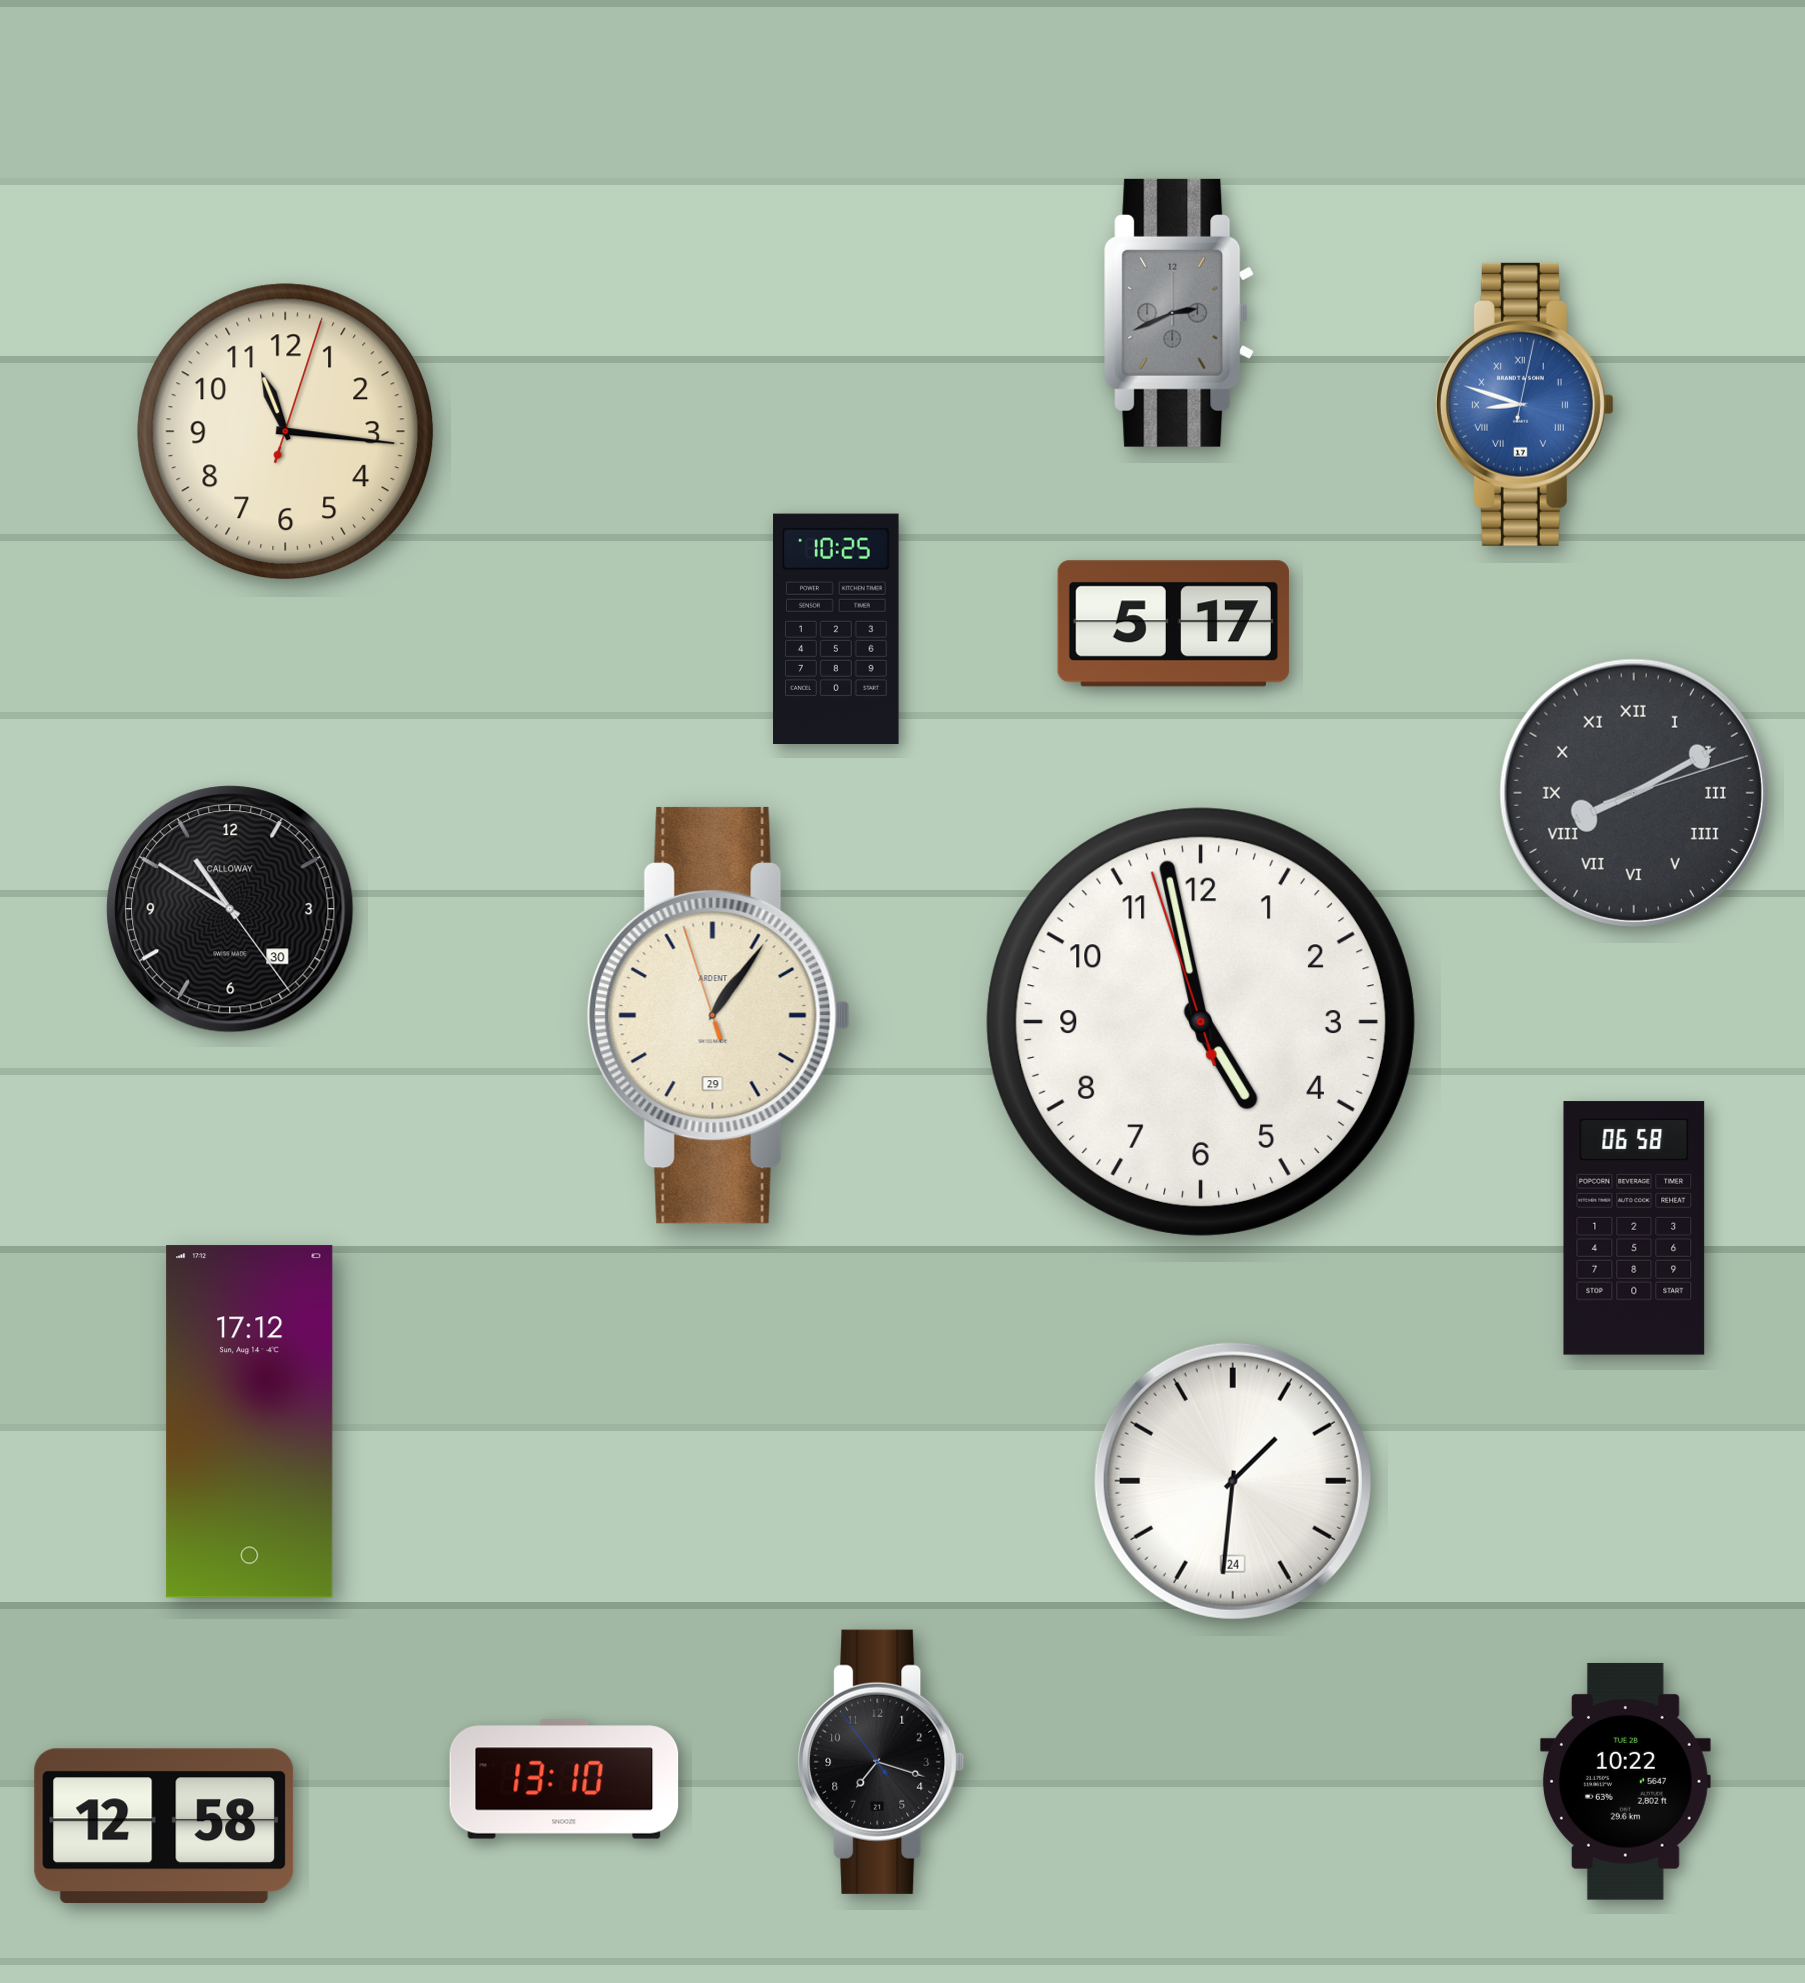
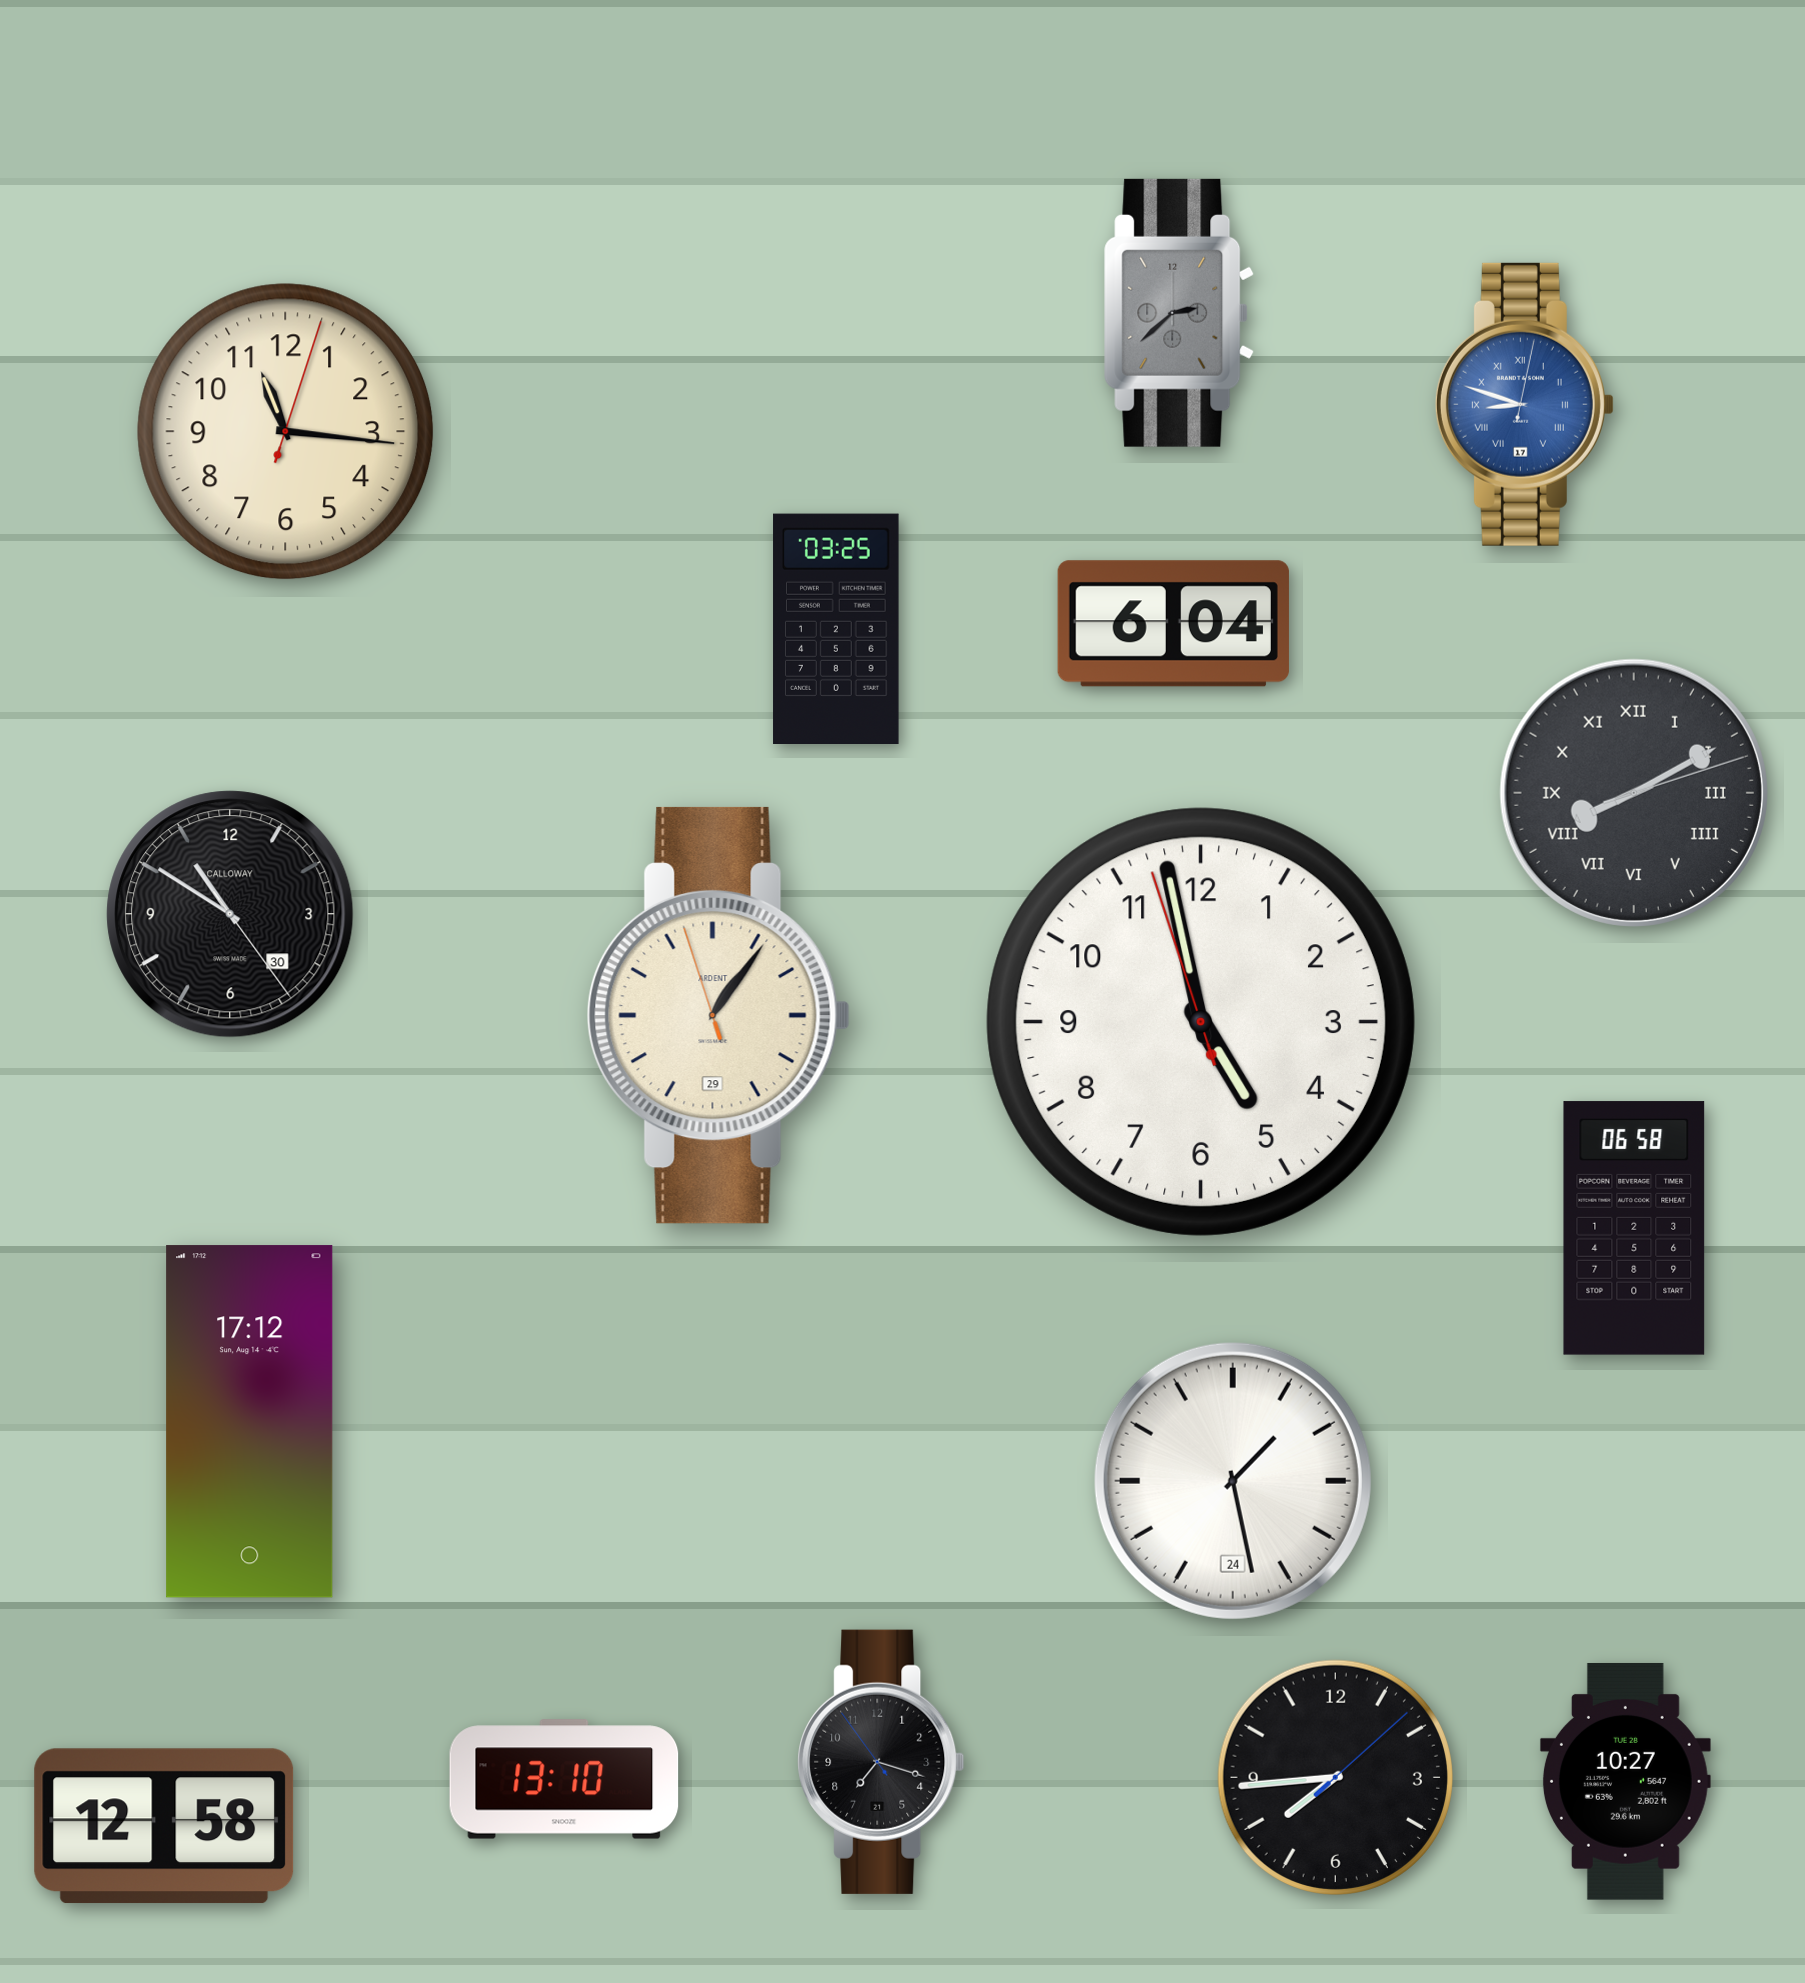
clock at (1179, 313): 2:41 -> 2:38
clock at (1173, 624): 5:17 -> 6:04
clock at (836, 628): 10:25 -> 03:25
clock at (230, 909) position: (230, 909) -> (230, 914)
clock at (1233, 1481): 1:31 -> 1:28
clock at (1335, 1777): none -> 7:44
clock at (1625, 1781): 10:22 -> 10:27
